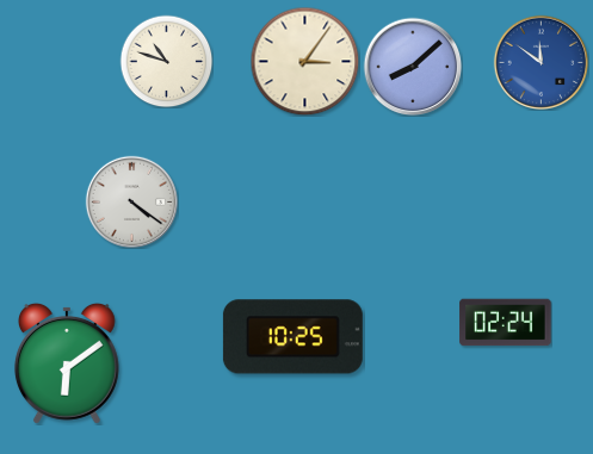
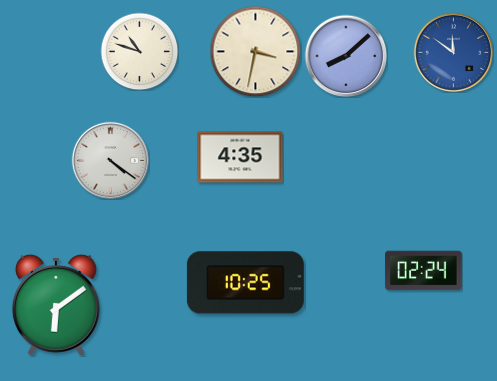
clock at (304, 61): 3:06 -> 3:32
clock at (240, 157): none -> 4:35
clock at (131, 201) position: (131, 201) -> (110, 160)
